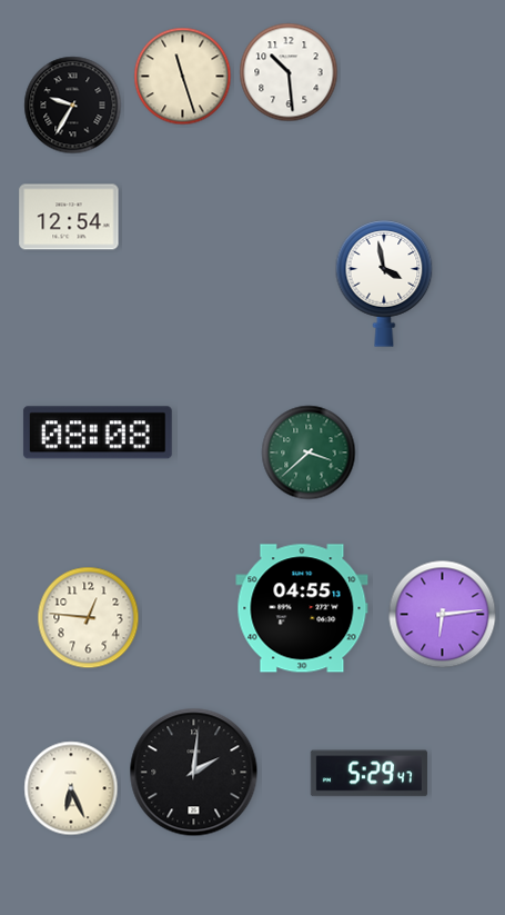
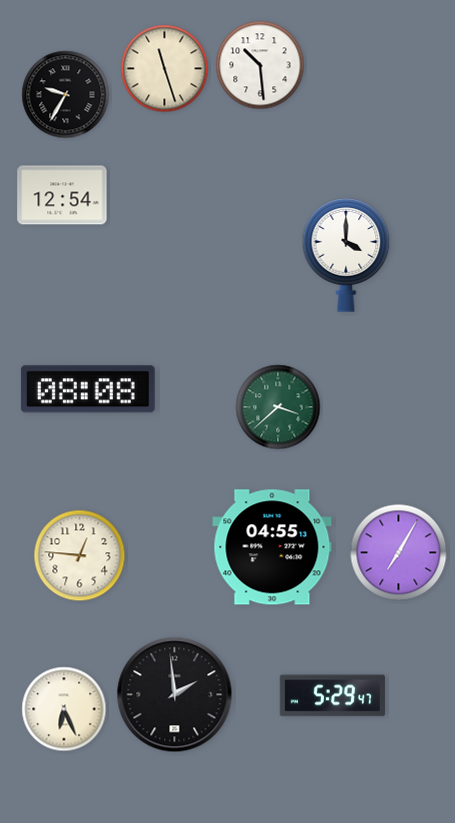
clock at (384, 284): 3:58 -> 4:00
clock at (443, 615): 6:14 -> 7:05
clock at (194, 773): 2:01 -> 1:59
